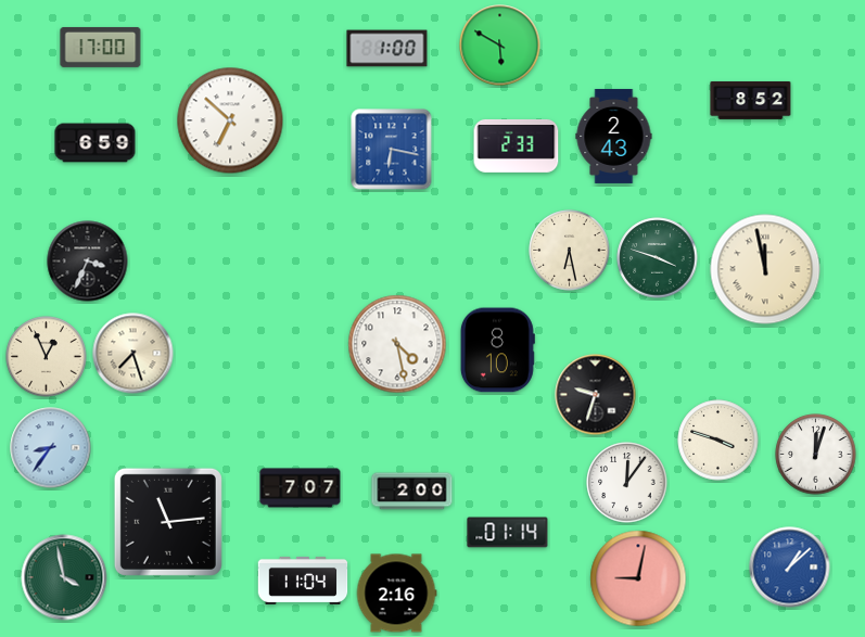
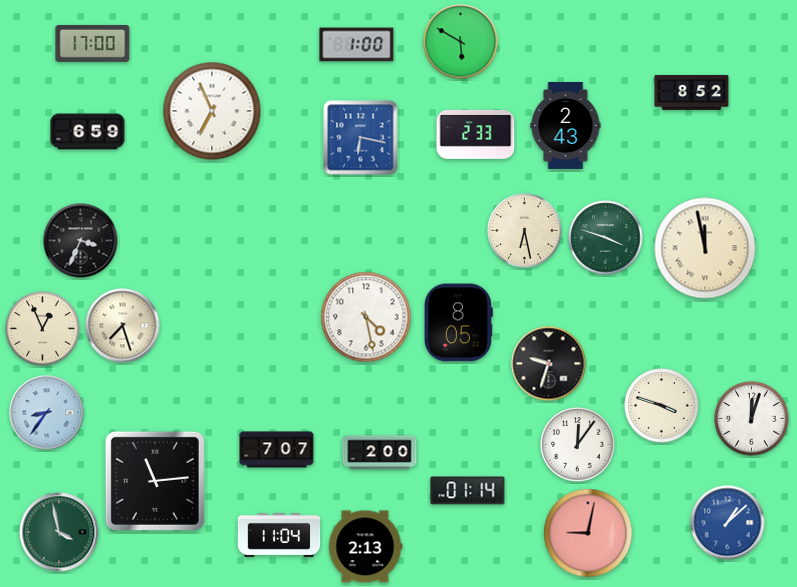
clock at (230, 120): 6:52 -> 6:56
clock at (497, 351): 8:10 -> 8:05
clock at (396, 594): 2:16 -> 2:13
